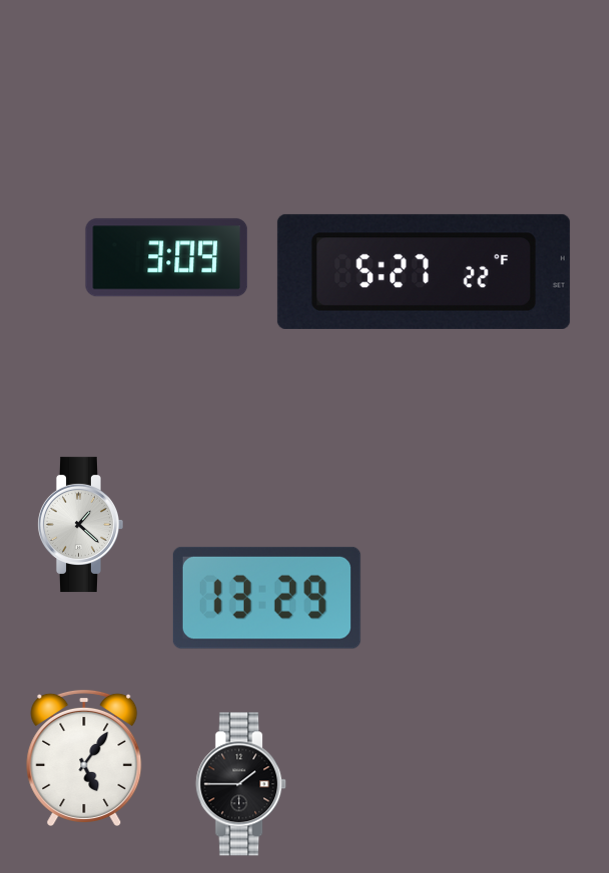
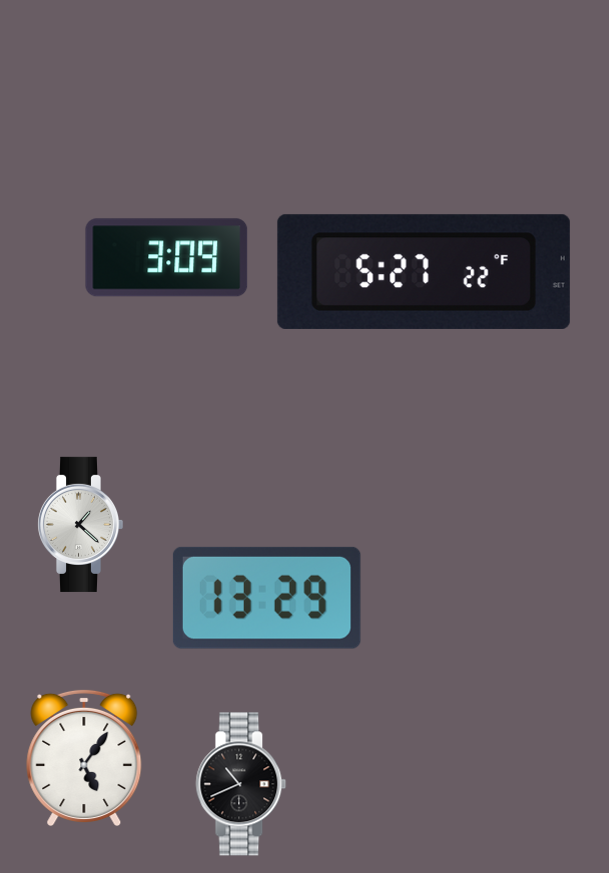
clock at (241, 784): 1:45 -> 10:41
